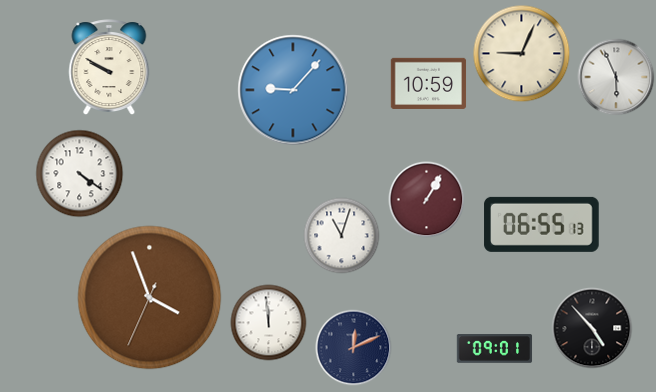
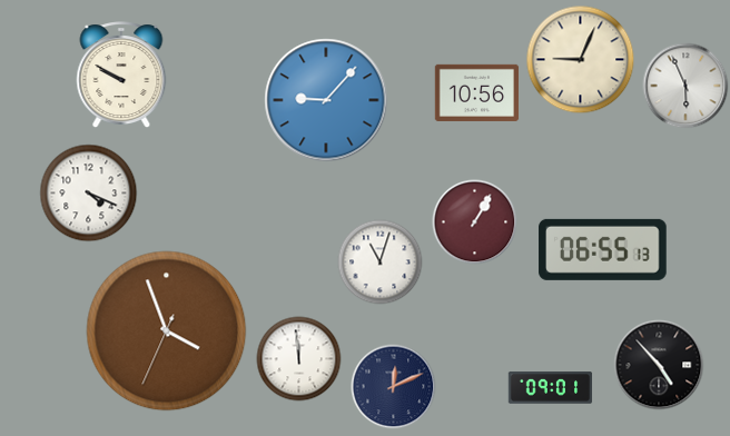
clock at (429, 83): 10:59 -> 10:56
clock at (80, 174): 4:21 -> 4:19
